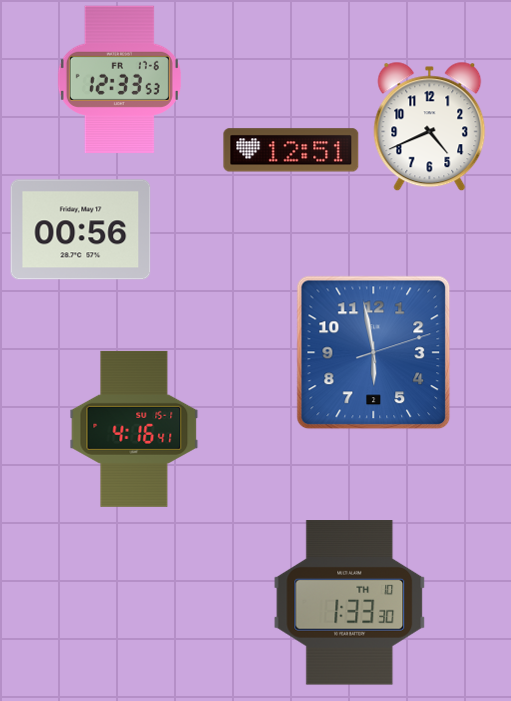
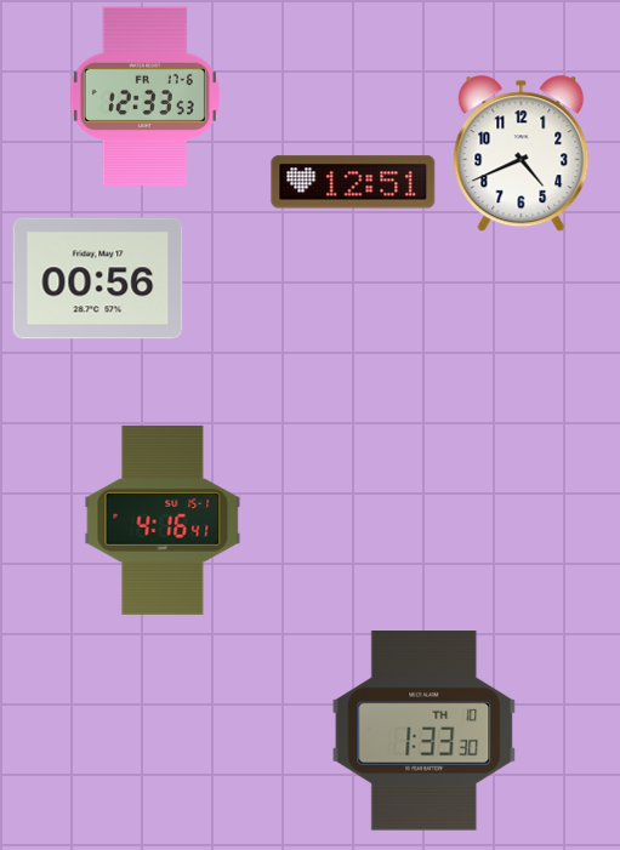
clock at (374, 353): 5:58 -> none
